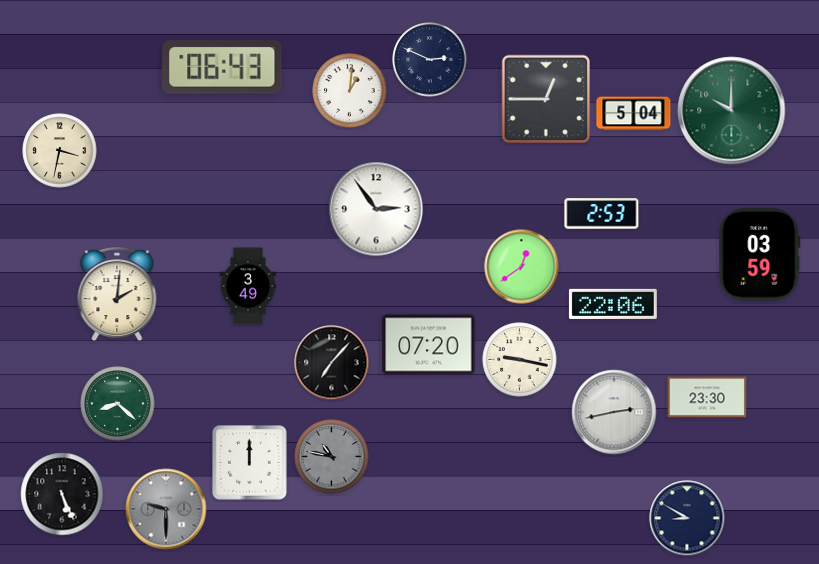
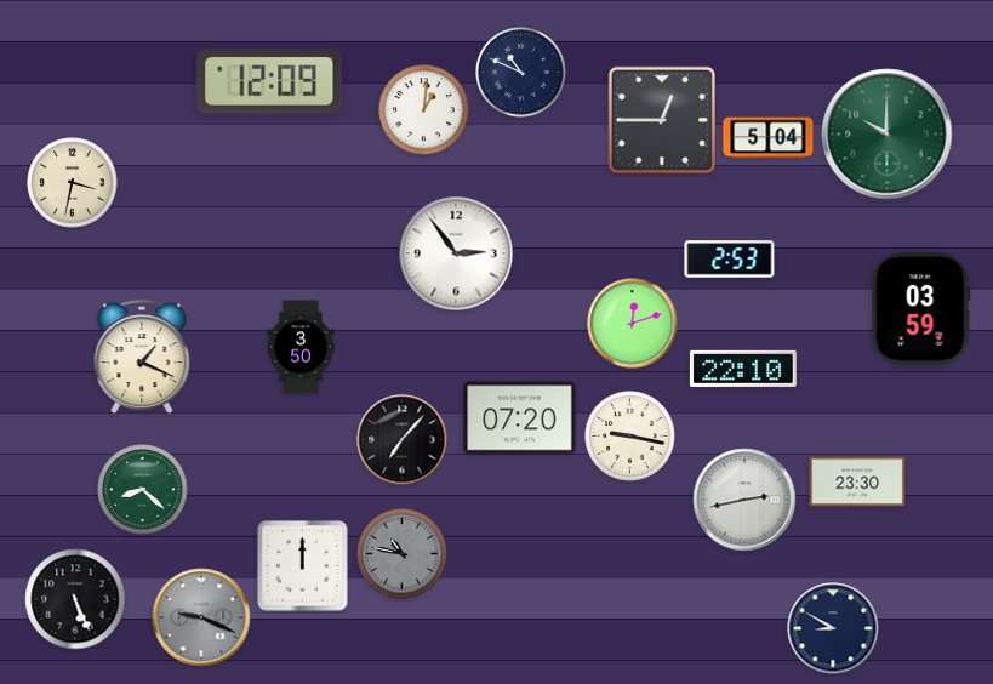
clock at (430, 60): 2:49 -> 10:49
clock at (222, 67): 06:43 -> 12:09
clock at (522, 267): 12:39 -> 12:12
clock at (248, 286): 3:49 -> 3:50
clock at (117, 295): 2:01 -> 1:19
clock at (613, 304): 22:06 -> 22:10
clock at (250, 463) position: (250, 463) -> (303, 566)
clock at (166, 509): 9:30 -> 9:19
